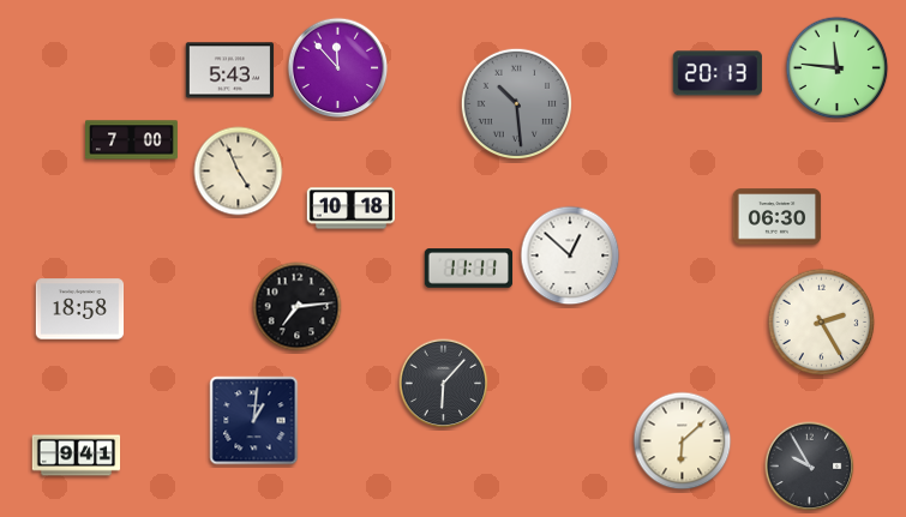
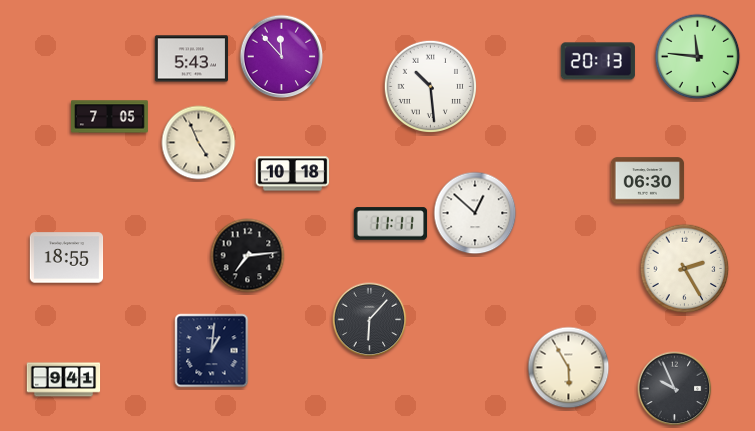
clock at (516, 103) dial: grey -> white
clock at (132, 140): 7:00 -> 7:05
clock at (80, 309): 18:58 -> 18:55
clock at (683, 441): 6:08 -> 5:55
clock at (810, 467): 9:55 -> 9:56
